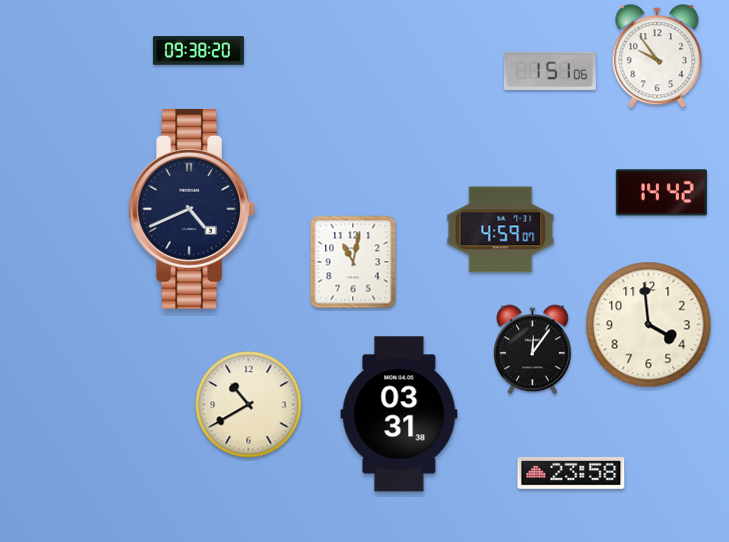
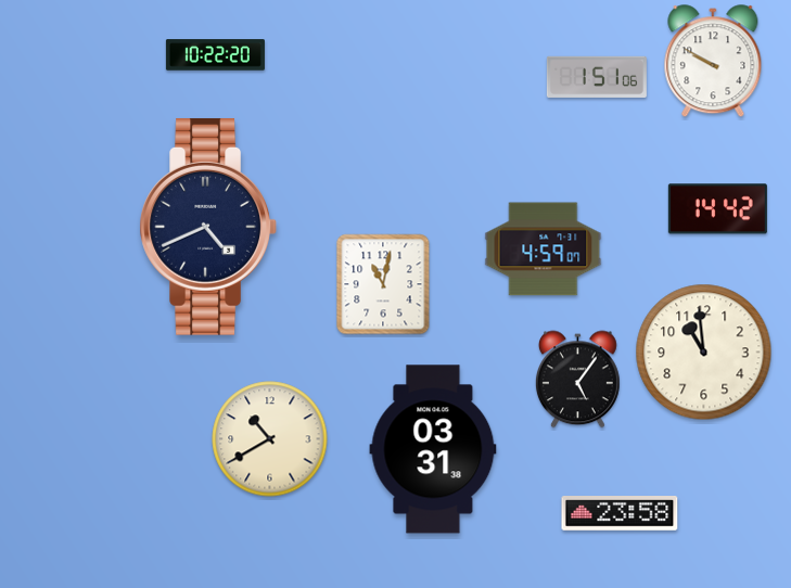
clock at (198, 51): 09:38 -> 10:22
clock at (657, 57): 9:54 -> 9:50
clock at (649, 325): 3:59 -> 10:59
clock at (532, 350): 12:06 -> 5:06
